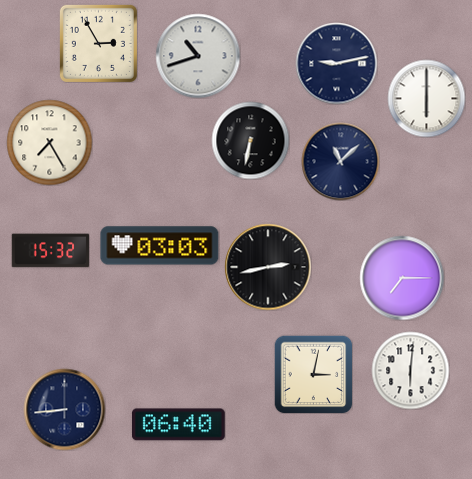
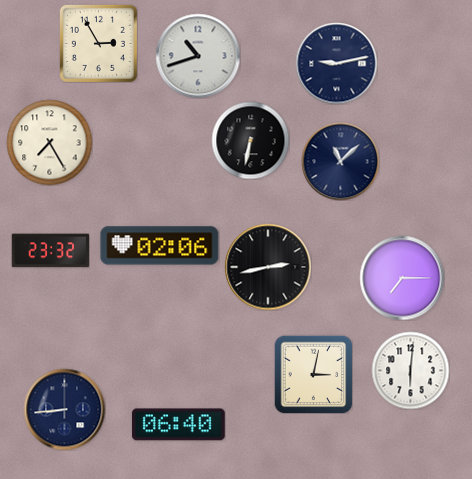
clock at (426, 98): 6:00 -> none
clock at (160, 246): 03:03 -> 02:06
clock at (50, 251): 15:32 -> 23:32
